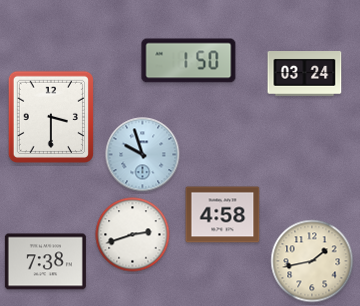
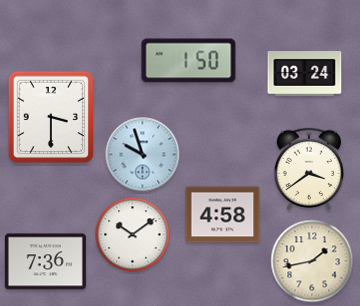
clock at (309, 169): none -> 3:39
clock at (133, 235): 2:42 -> 10:09
clock at (45, 262): 7:38 -> 7:36
